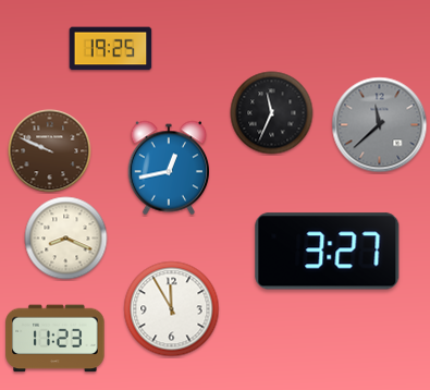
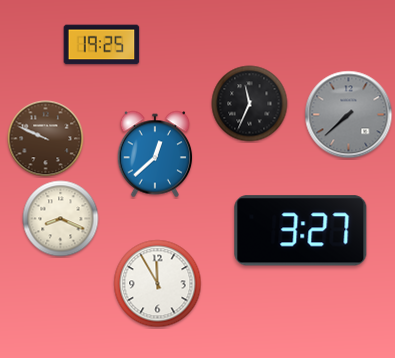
clock at (380, 125): 11:38 -> 7:38
clock at (169, 168): 12:43 -> 12:38
clock at (56, 339): 11:23 -> none
